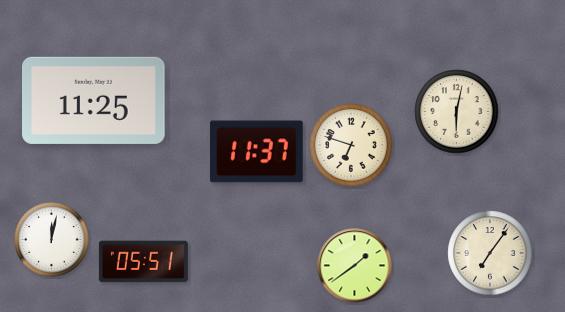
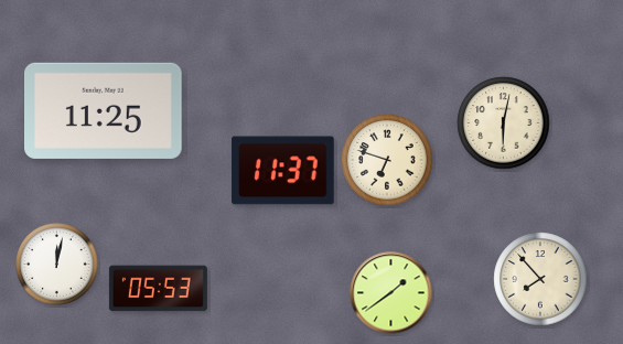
clock at (257, 152) position: (257, 152) -> (283, 171)
clock at (490, 253): 7:06 -> 7:53
clock at (143, 262): 05:51 -> 05:53
